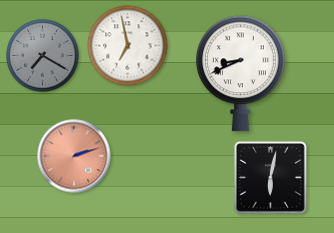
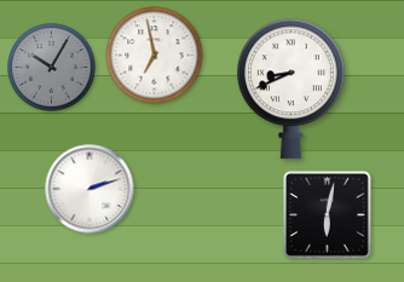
clock at (43, 56): 7:20 -> 10:05
clock at (74, 156) dial: salmon -> white
